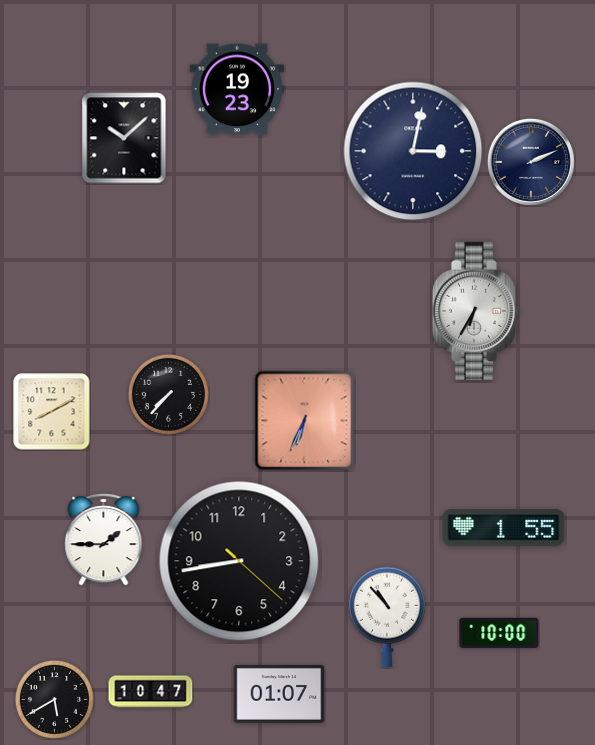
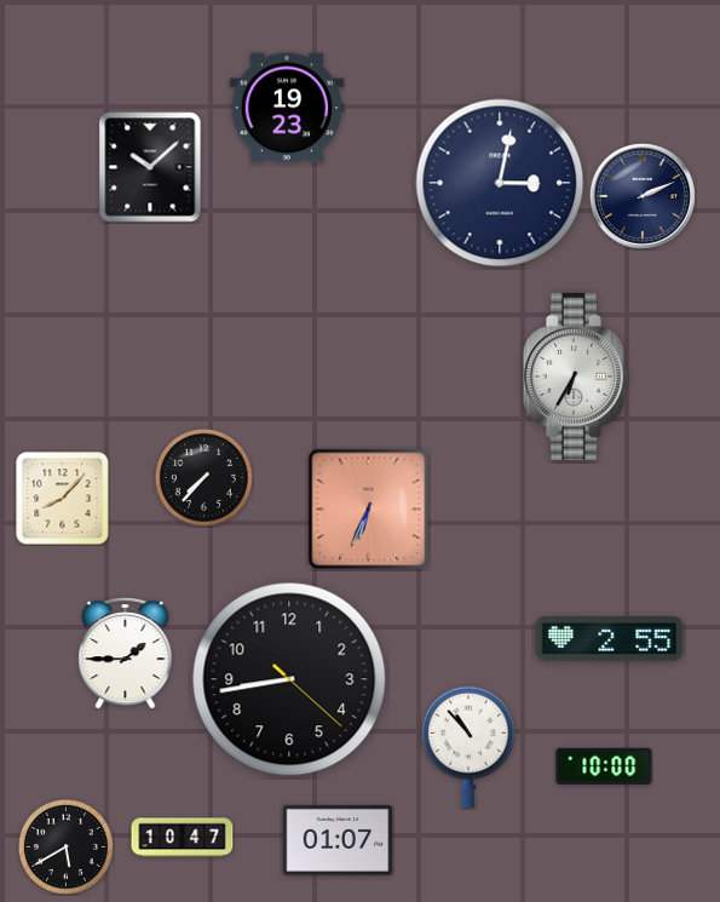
clock at (52, 412): 8:10 -> 8:07
clock at (504, 528): 1:55 -> 2:55
